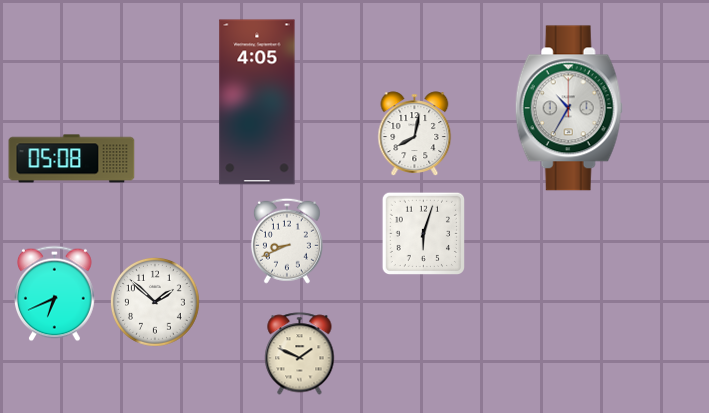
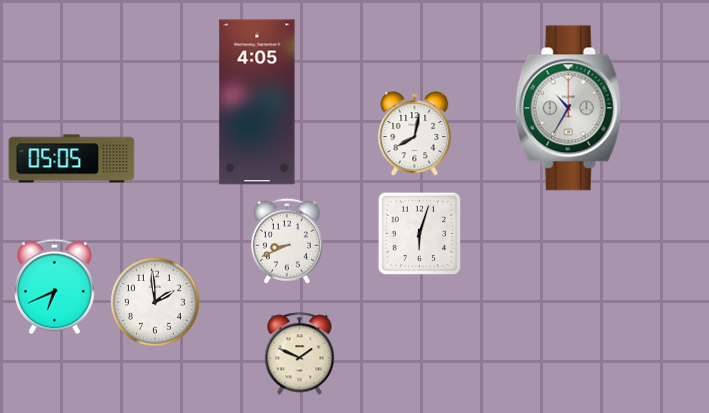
clock at (72, 159): 05:08 -> 05:05
clock at (423, 233) position: (423, 233) -> (419, 233)
clock at (55, 294) position: (55, 294) -> (55, 287)
clock at (155, 302): 1:52 -> 1:59
